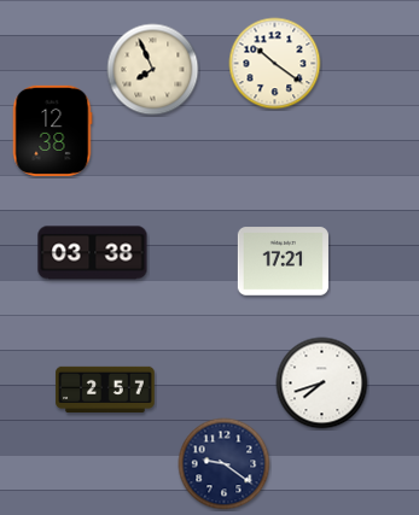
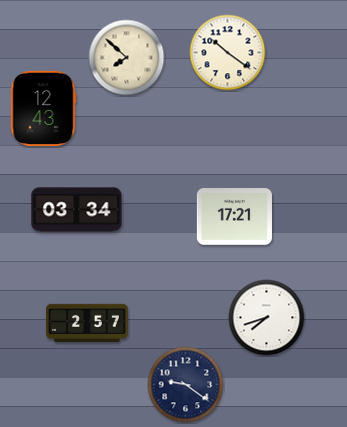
clock at (153, 70): 7:56 -> 7:52
clock at (52, 130): 12:38 -> 12:43
clock at (93, 253): 03:38 -> 03:34
